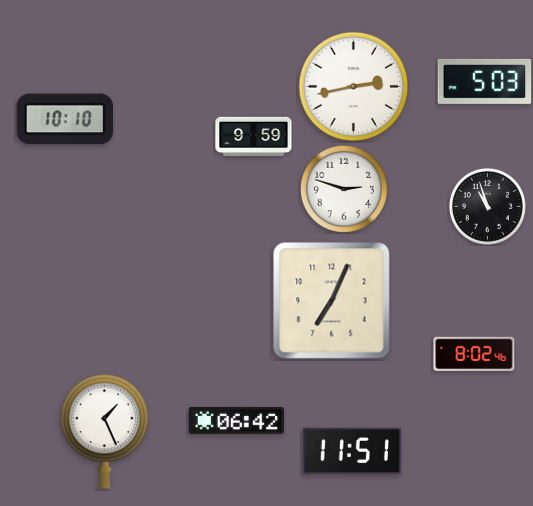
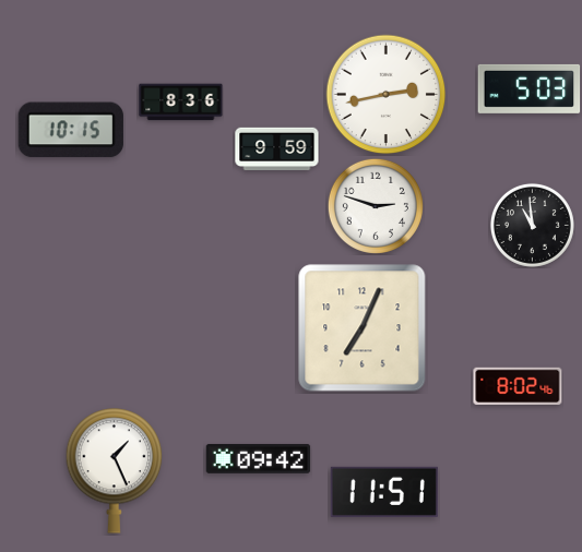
clock at (181, 103): none -> 8:36
clock at (65, 119): 10:10 -> 10:15
clock at (487, 206): 10:57 -> 10:59
clock at (237, 420): 06:42 -> 09:42
